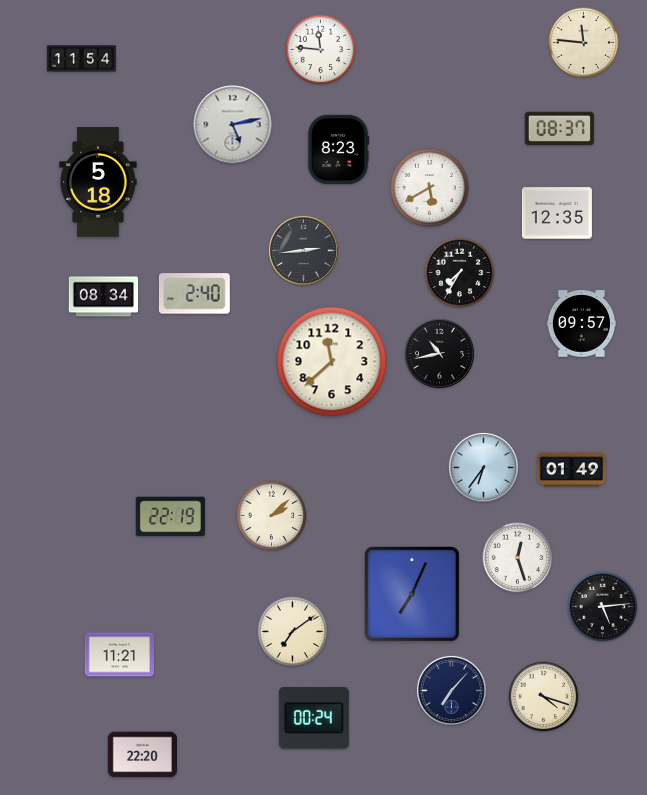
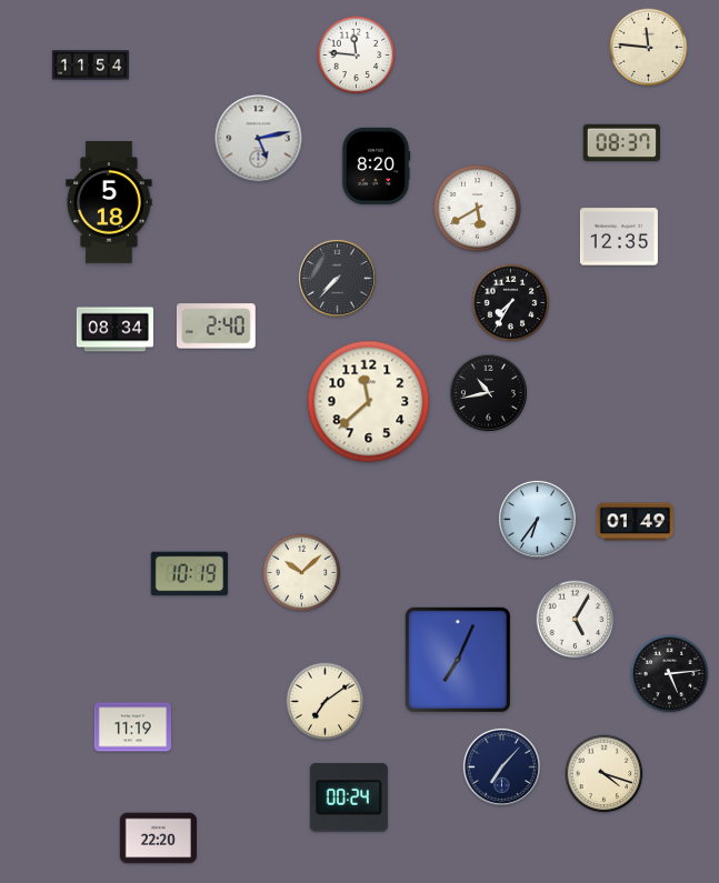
clock at (338, 149): 8:23 -> 8:20
clock at (303, 250): 2:44 -> 7:37
clock at (581, 324): 09:57 -> none
clock at (272, 516): 2:08 -> 10:08
clock at (170, 517): 22:19 -> 10:19
clock at (518, 558): 12:27 -> 5:05
clock at (119, 655): 11:21 -> 11:19
